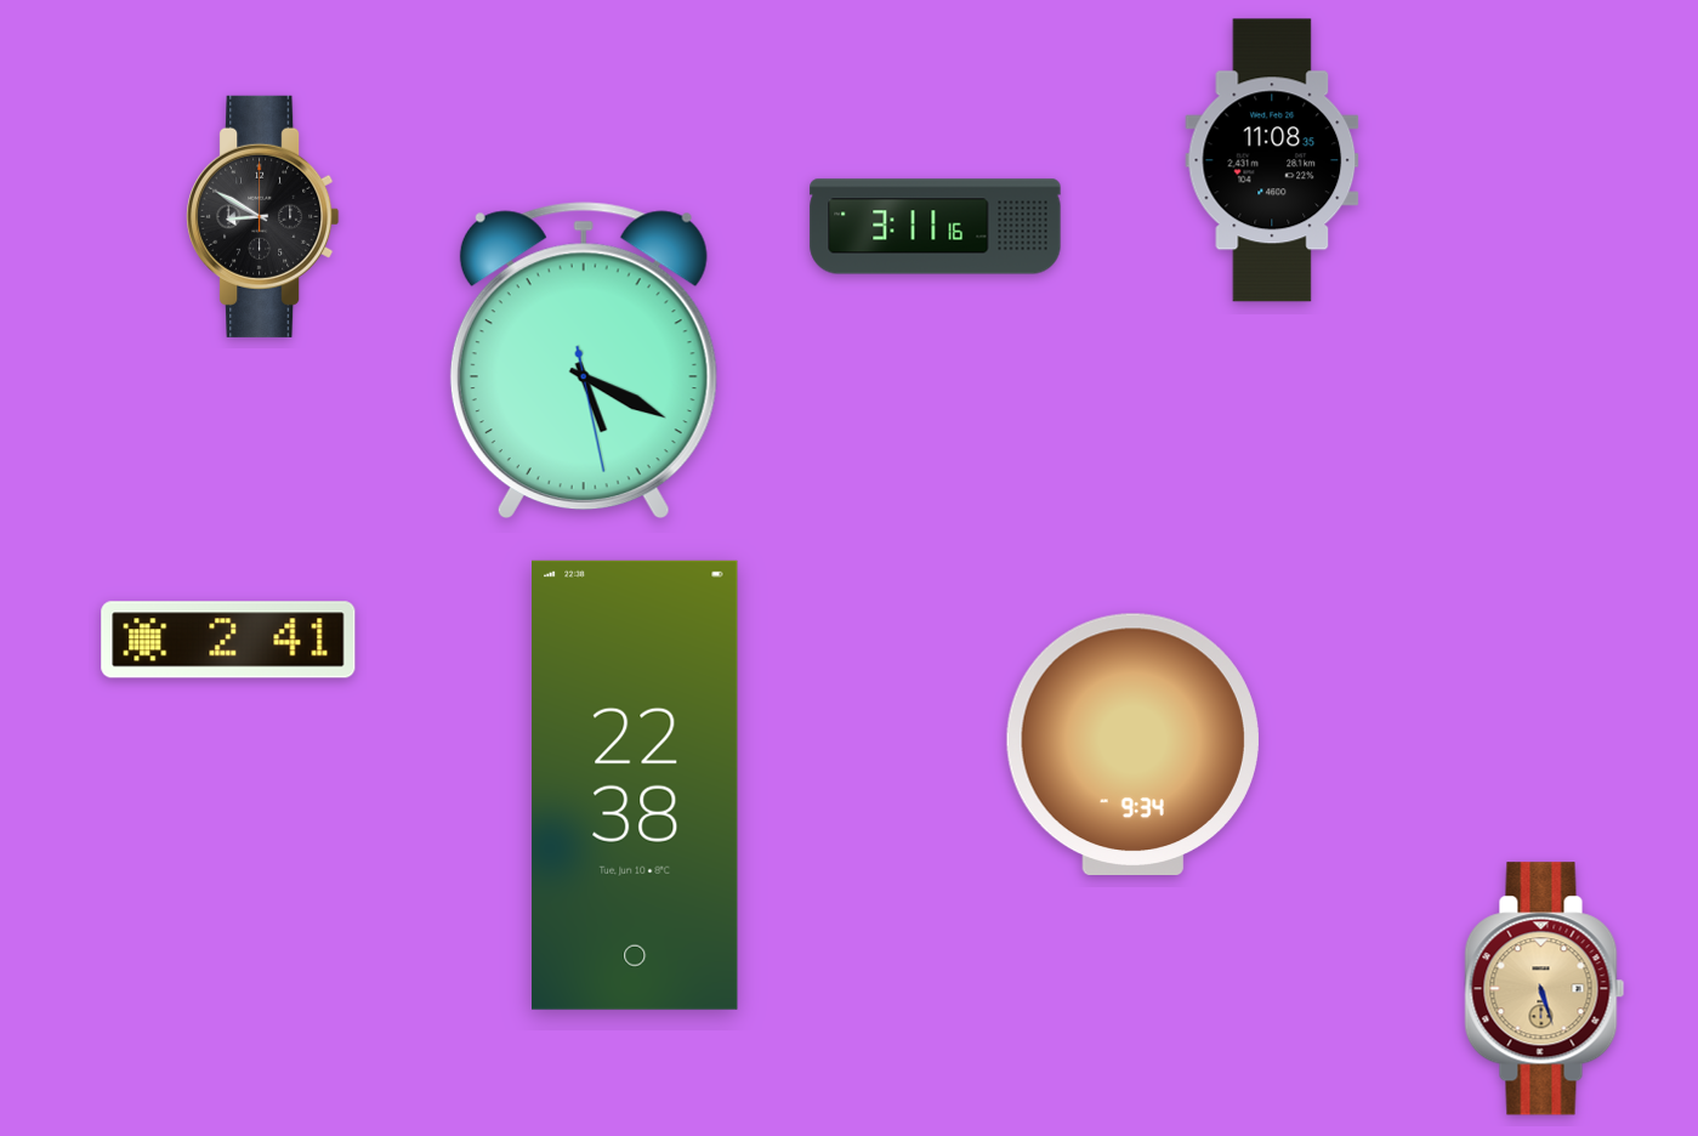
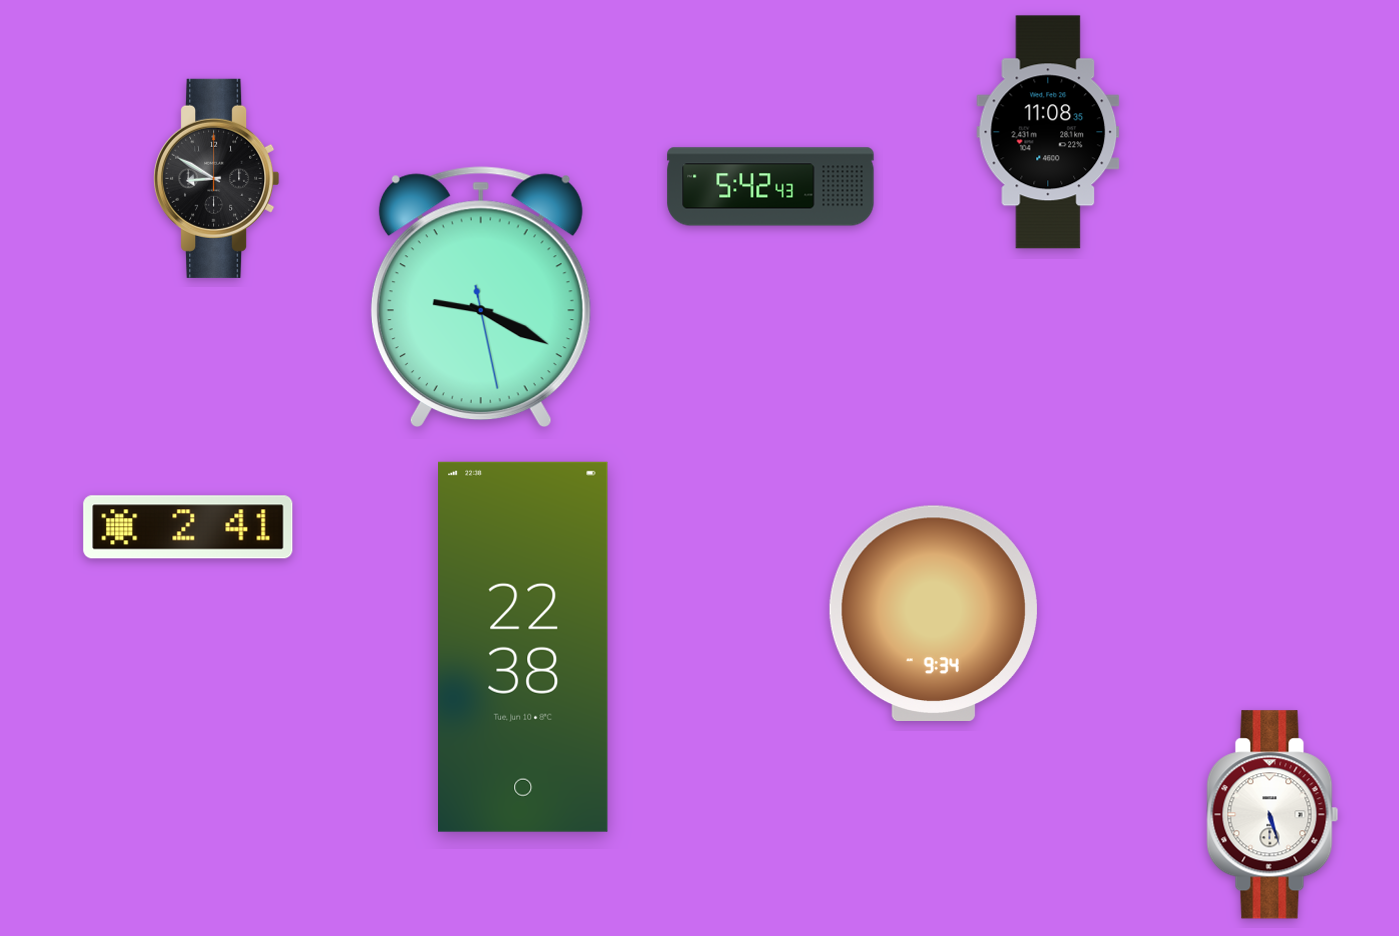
clock at (936, 227): 3:11 -> 5:42
clock at (584, 359): 5:19 -> 9:19
clock at (1545, 989) dial: champagne -> white
